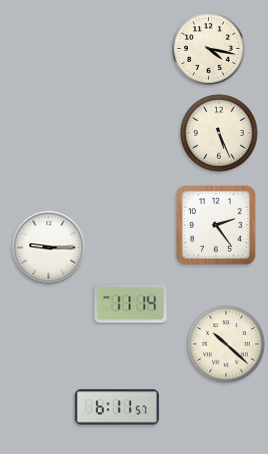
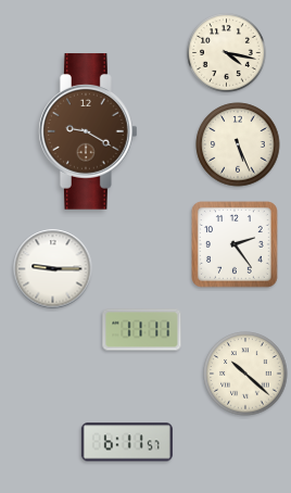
clock at (89, 131): none -> 9:20
clock at (131, 304): 11:14 -> 11:11
